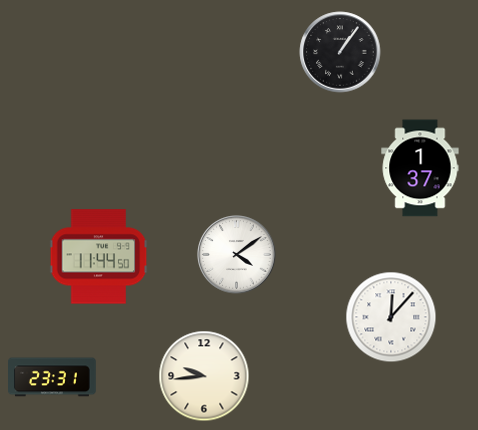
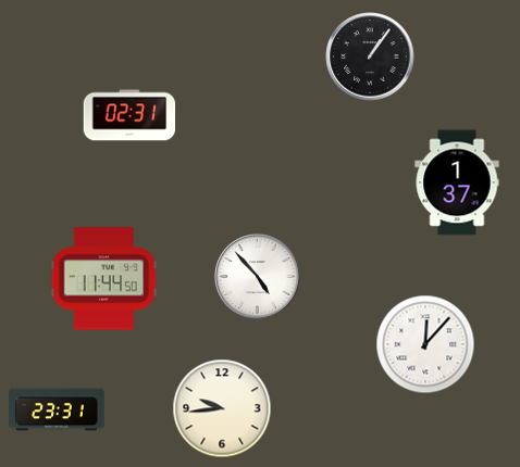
clock at (129, 115): none -> 02:31
clock at (237, 255): 4:09 -> 4:53
clock at (99, 257) position: (99, 257) -> (104, 279)
